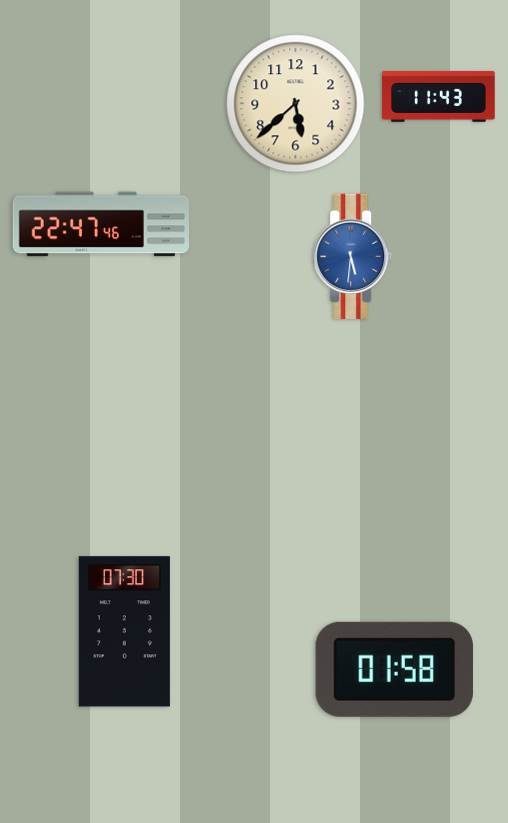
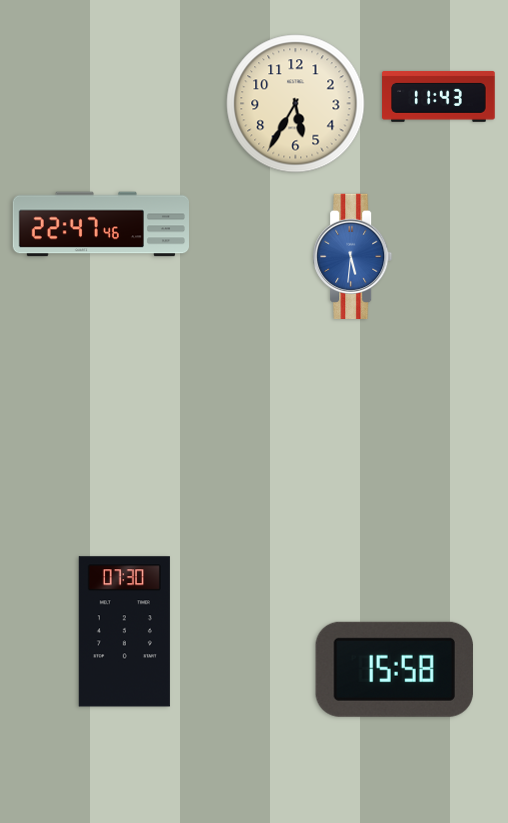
clock at (296, 104): 5:38 -> 5:35
clock at (394, 669): 01:58 -> 15:58
